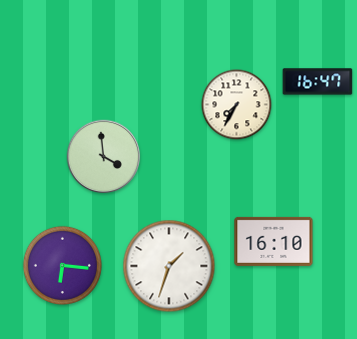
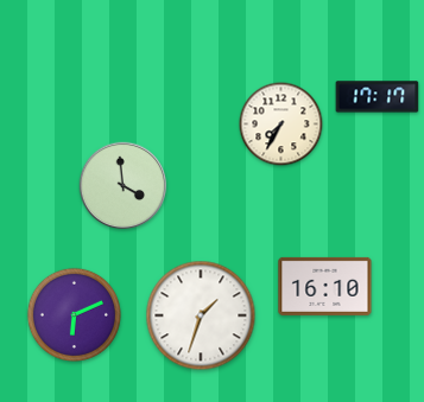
clock at (318, 82): 16:47 -> 17:17
clock at (62, 265): 6:16 -> 6:11
